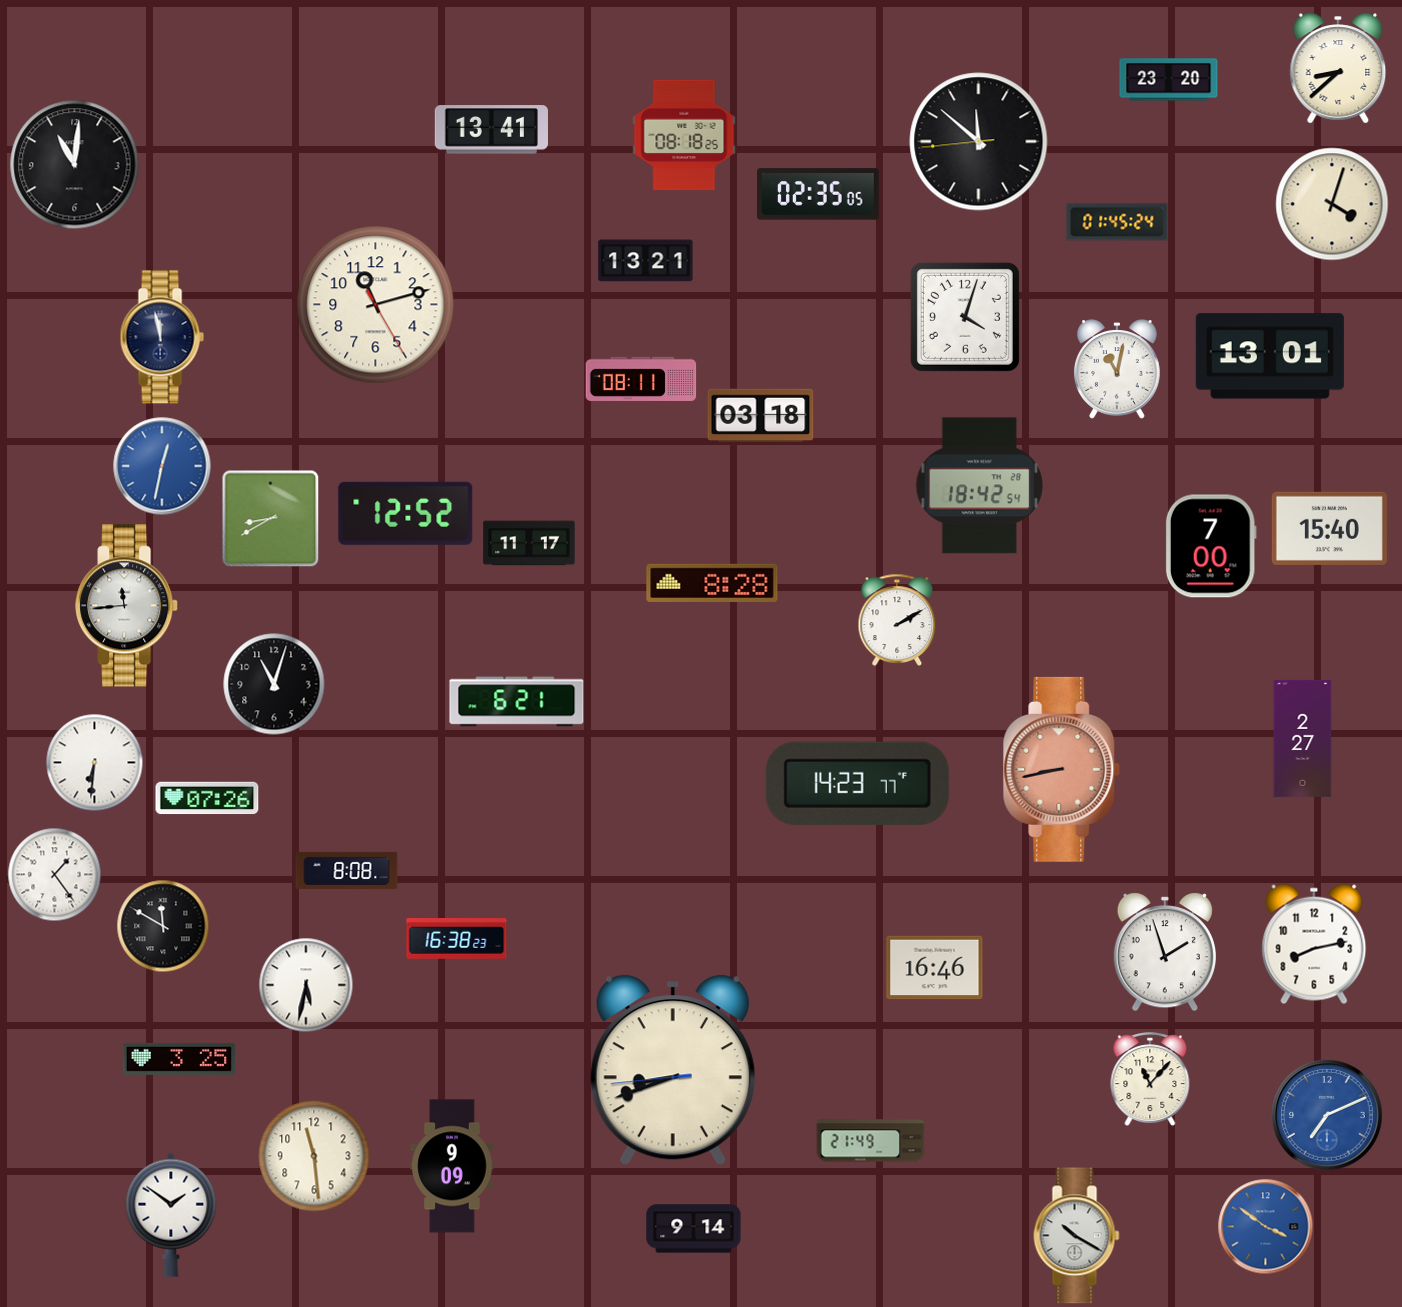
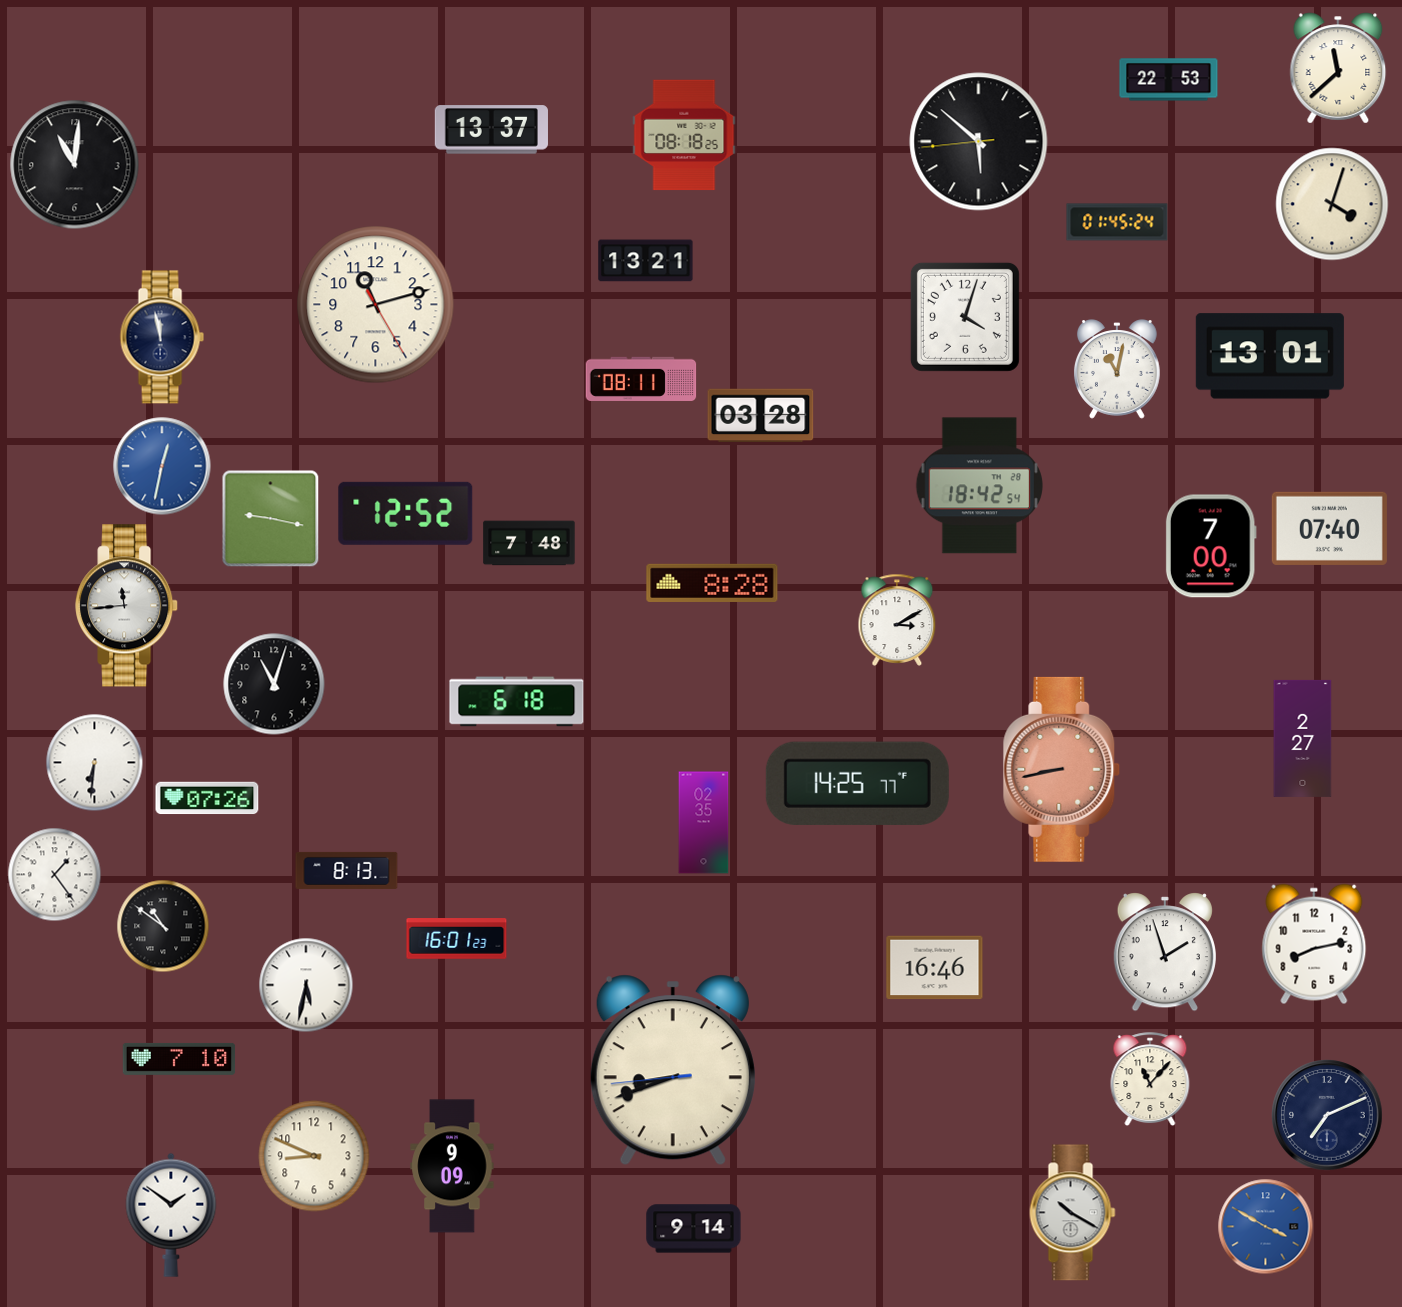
clock at (1338, 68): 8:38 -> 11:38
clock at (1169, 80): 23:20 -> 22:53
clock at (491, 130): 13:41 -> 13:37
clock at (979, 142): 11:51 -> 5:51
clock at (818, 194): 02:35 -> none
clock at (761, 416): 03:18 -> 03:28
clock at (271, 519): 8:40 -> 9:17
clock at (1329, 528): 15:40 -> 07:40
clock at (529, 543): 11:17 -> 7:48
clock at (897, 620): 2:10 -> 3:10
clock at (517, 702): 6:21 -> 6:18
clock at (857, 783): 14:23 -> 14:25
clock at (704, 823): none -> 02:35
clock at (347, 870): 8:08 -> 8:13
clock at (163, 926): 11:50 -> 10:51
clock at (457, 939): 16:38 -> 16:01
clock at (179, 1059): 3:25 -> 7:10
clock at (1328, 1116) dial: blue -> navy
clock at (871, 1141): 21:49 -> none
clock at (314, 1156): 11:29 -> 8:49
clock at (1266, 1227): 3:51 -> 3:50
clock at (1077, 1236) position: (1077, 1236) -> (1073, 1213)
